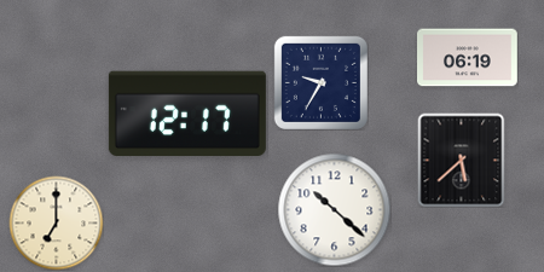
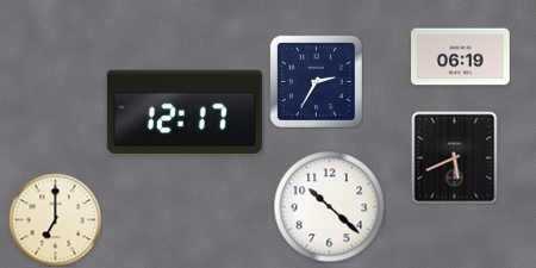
clock at (320, 82): 9:35 -> 2:35
clock at (462, 160): 5:38 -> 5:41
